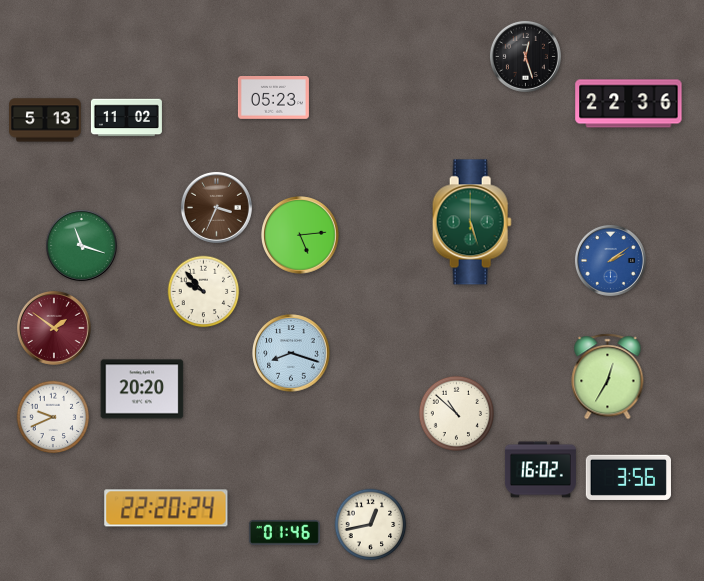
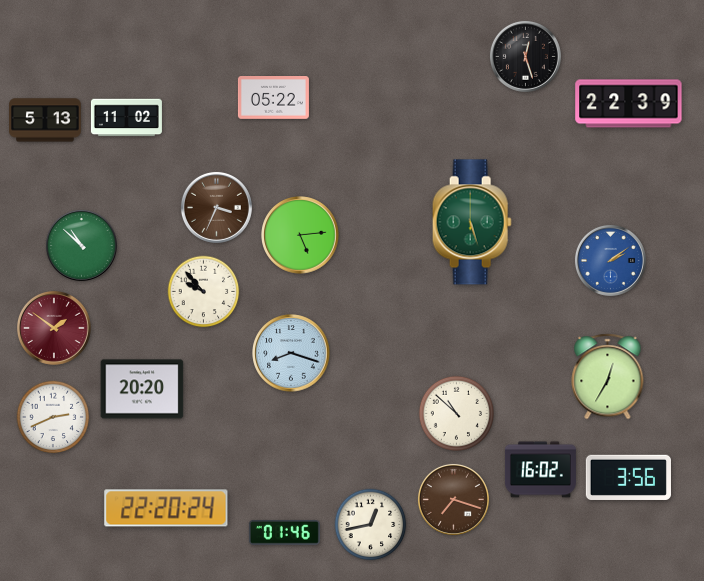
clock at (273, 98): 05:23 -> 05:22
clock at (629, 104): 22:36 -> 22:39
clock at (81, 245): 11:18 -> 10:52
clock at (53, 417): 9:41 -> 2:41
clock at (453, 499): none -> 7:18
